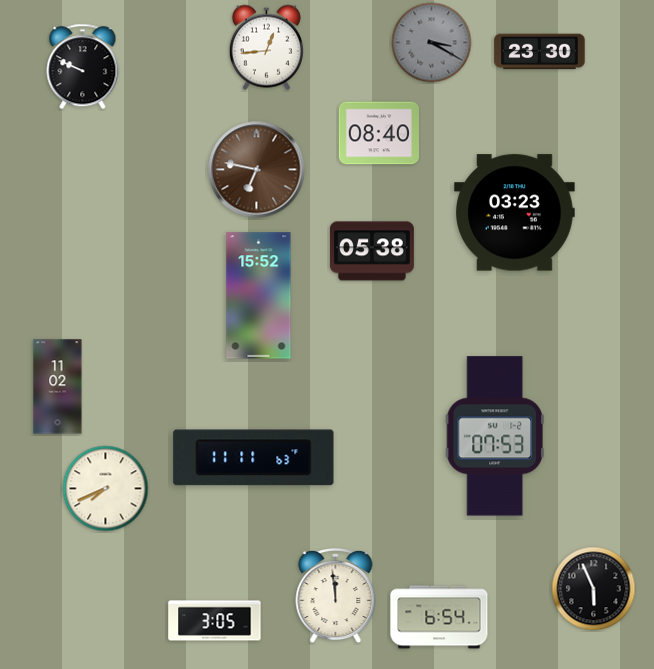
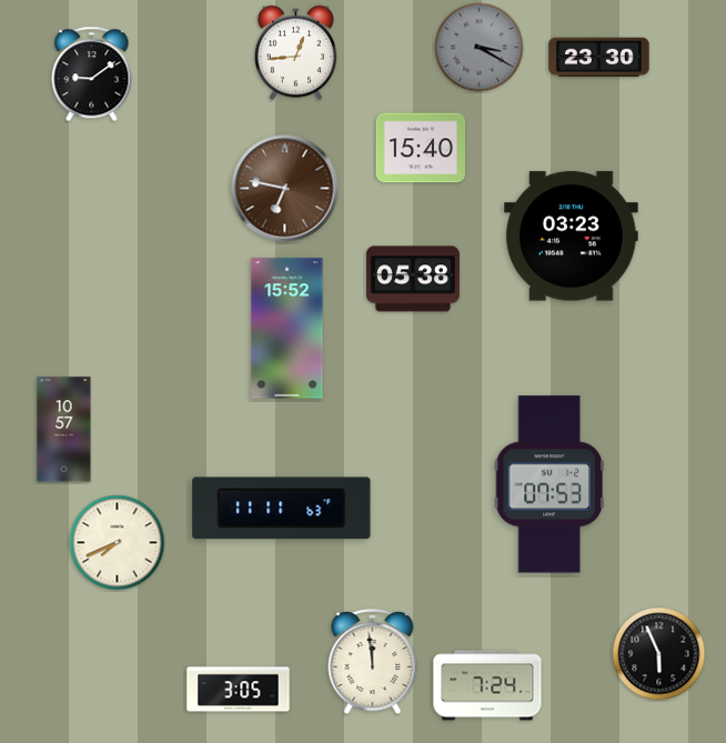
clock at (83, 67): 9:49 -> 9:09
clock at (378, 133): 08:40 -> 15:40
clock at (58, 387): 11:02 -> 10:57
clock at (439, 617): 6:54 -> 7:24
